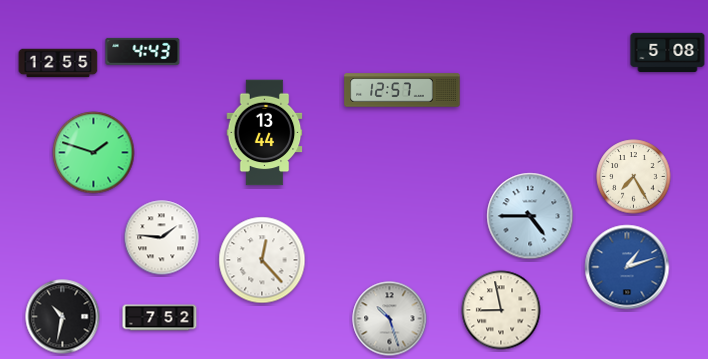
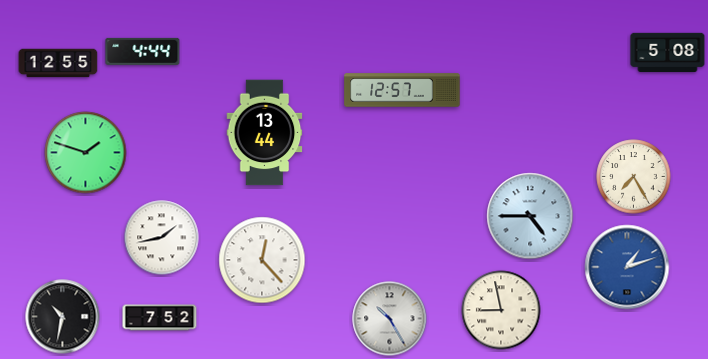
clock at (143, 51): 4:43 -> 4:44
clock at (94, 153) position: (94, 153) -> (86, 153)
clock at (162, 238): 1:46 -> 1:43
clock at (390, 319): 10:27 -> 10:25
